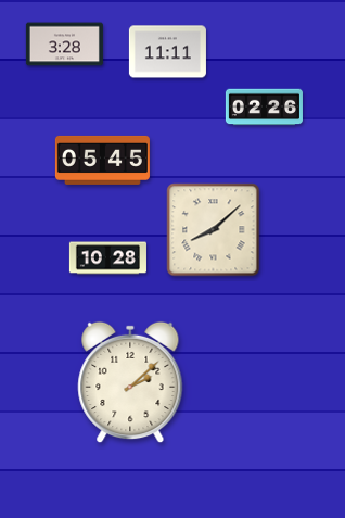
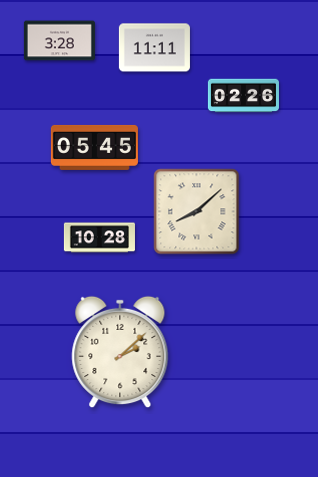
clock at (264, 108) position: (264, 108) -> (243, 96)
